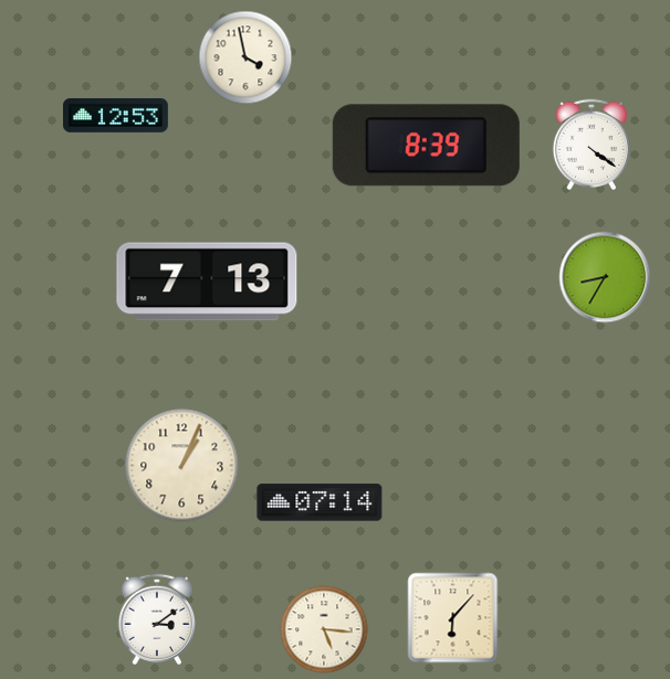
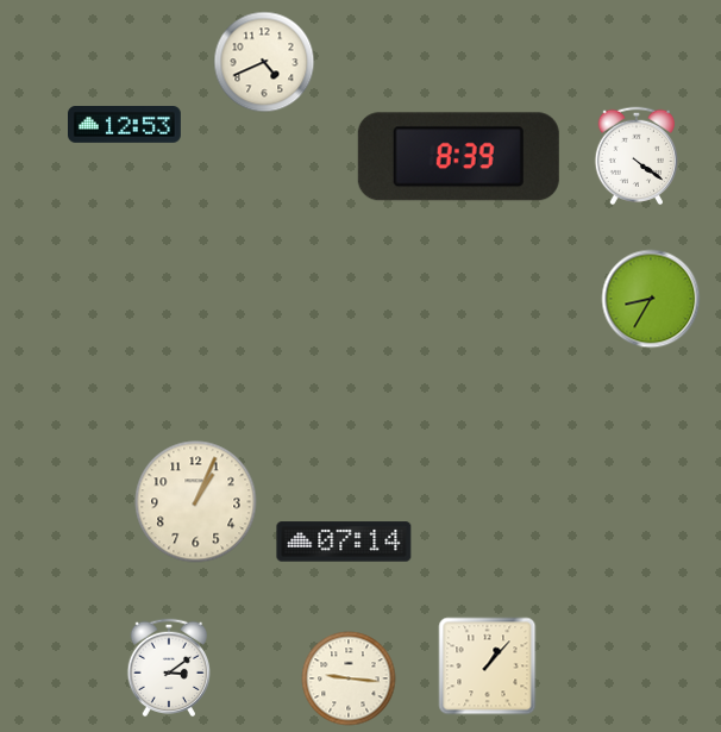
clock at (245, 57): 3:58 -> 4:41
clock at (207, 282): 7:13 -> none
clock at (453, 618): 6:07 -> 1:07
clock at (324, 629): 5:16 -> 9:16
